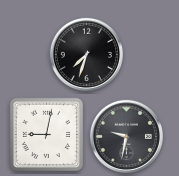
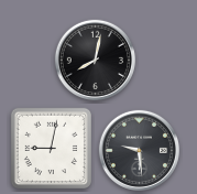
clock at (86, 54): 7:33 -> 8:02
clock at (126, 136): 9:32 -> 9:29
